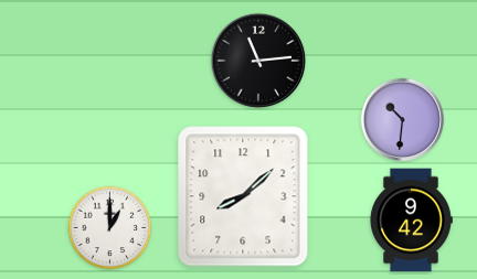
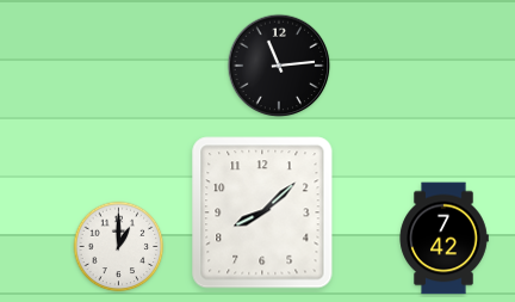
clock at (402, 119): 10:31 -> none
clock at (411, 221): 9:42 -> 7:42
